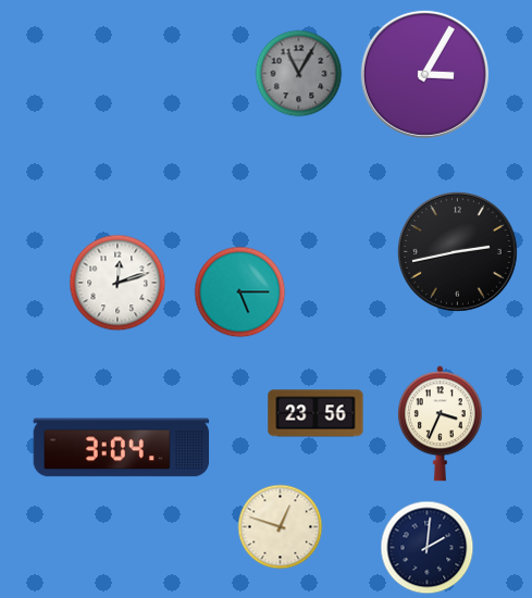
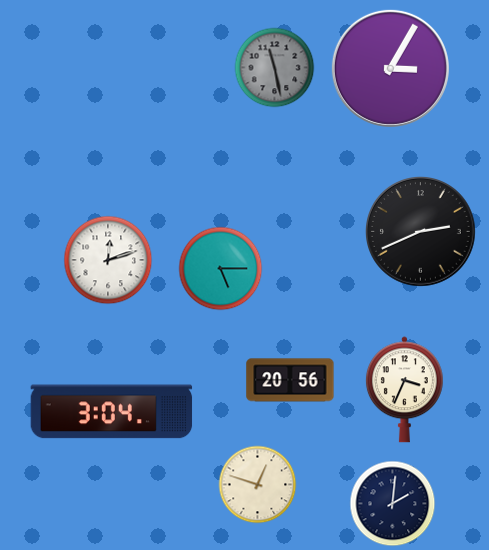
clock at (298, 73): 11:05 -> 11:28
clock at (458, 252): 2:43 -> 2:41
clock at (316, 413): 23:56 -> 20:56
